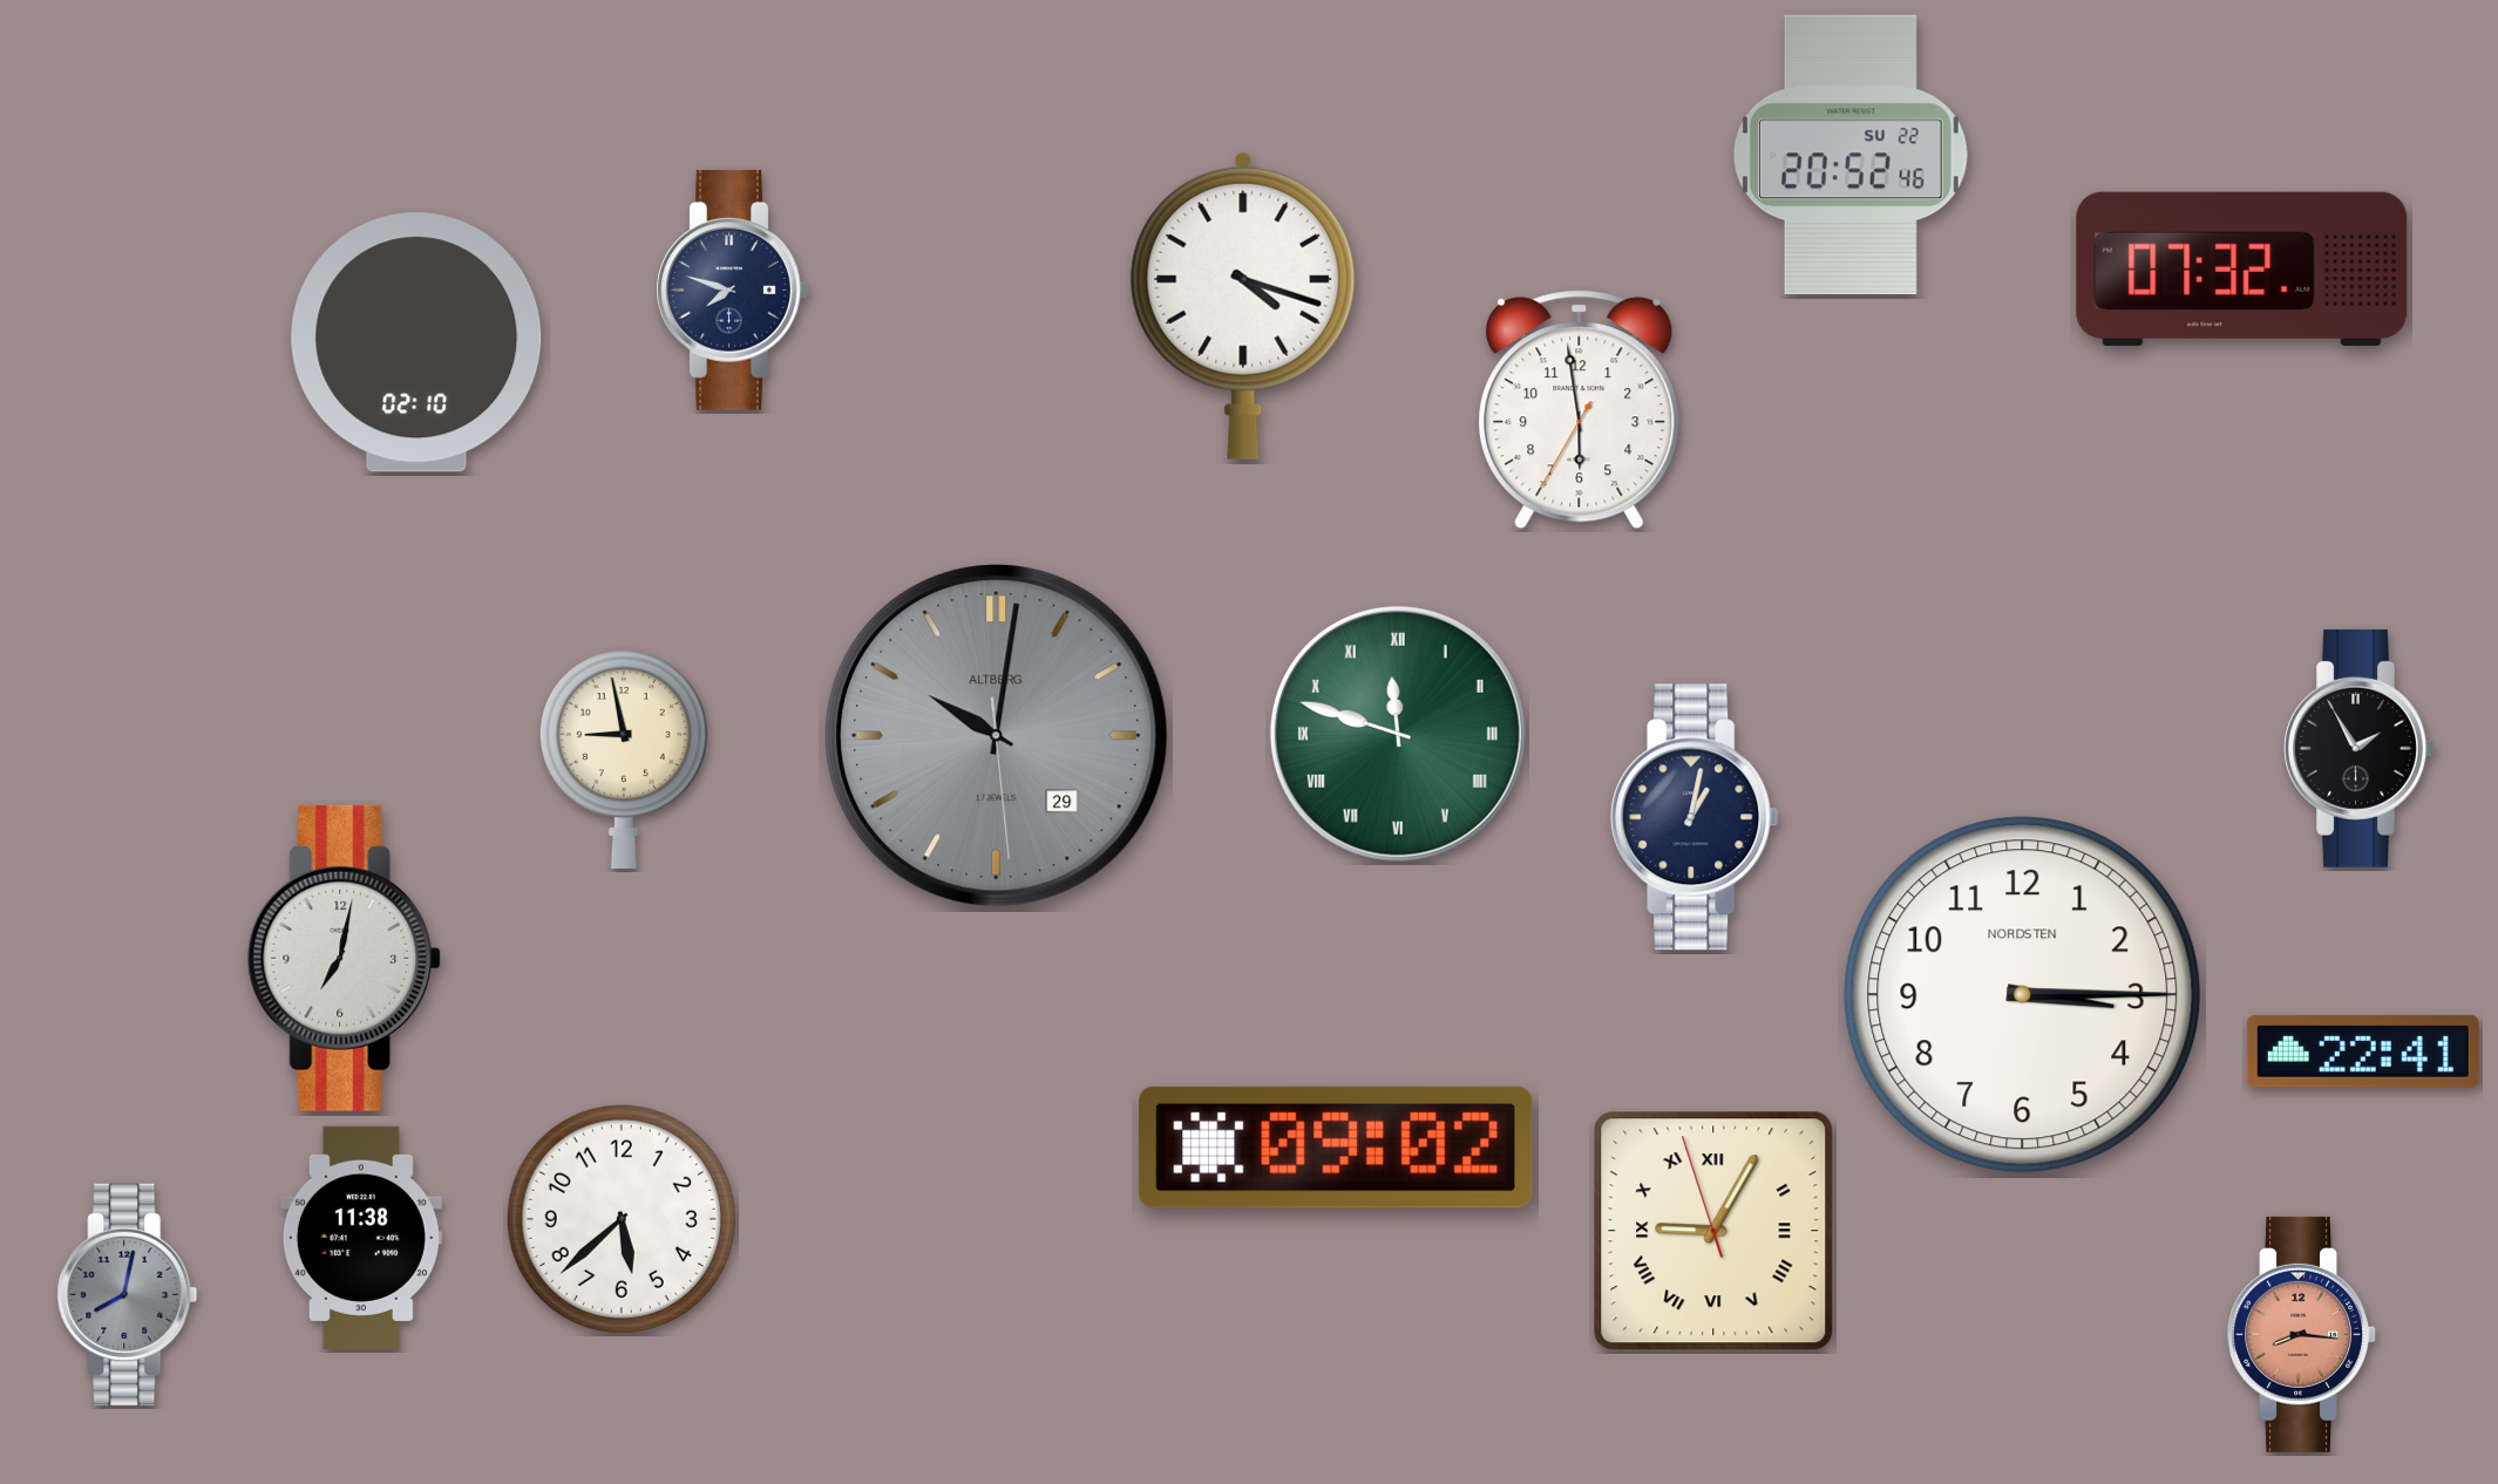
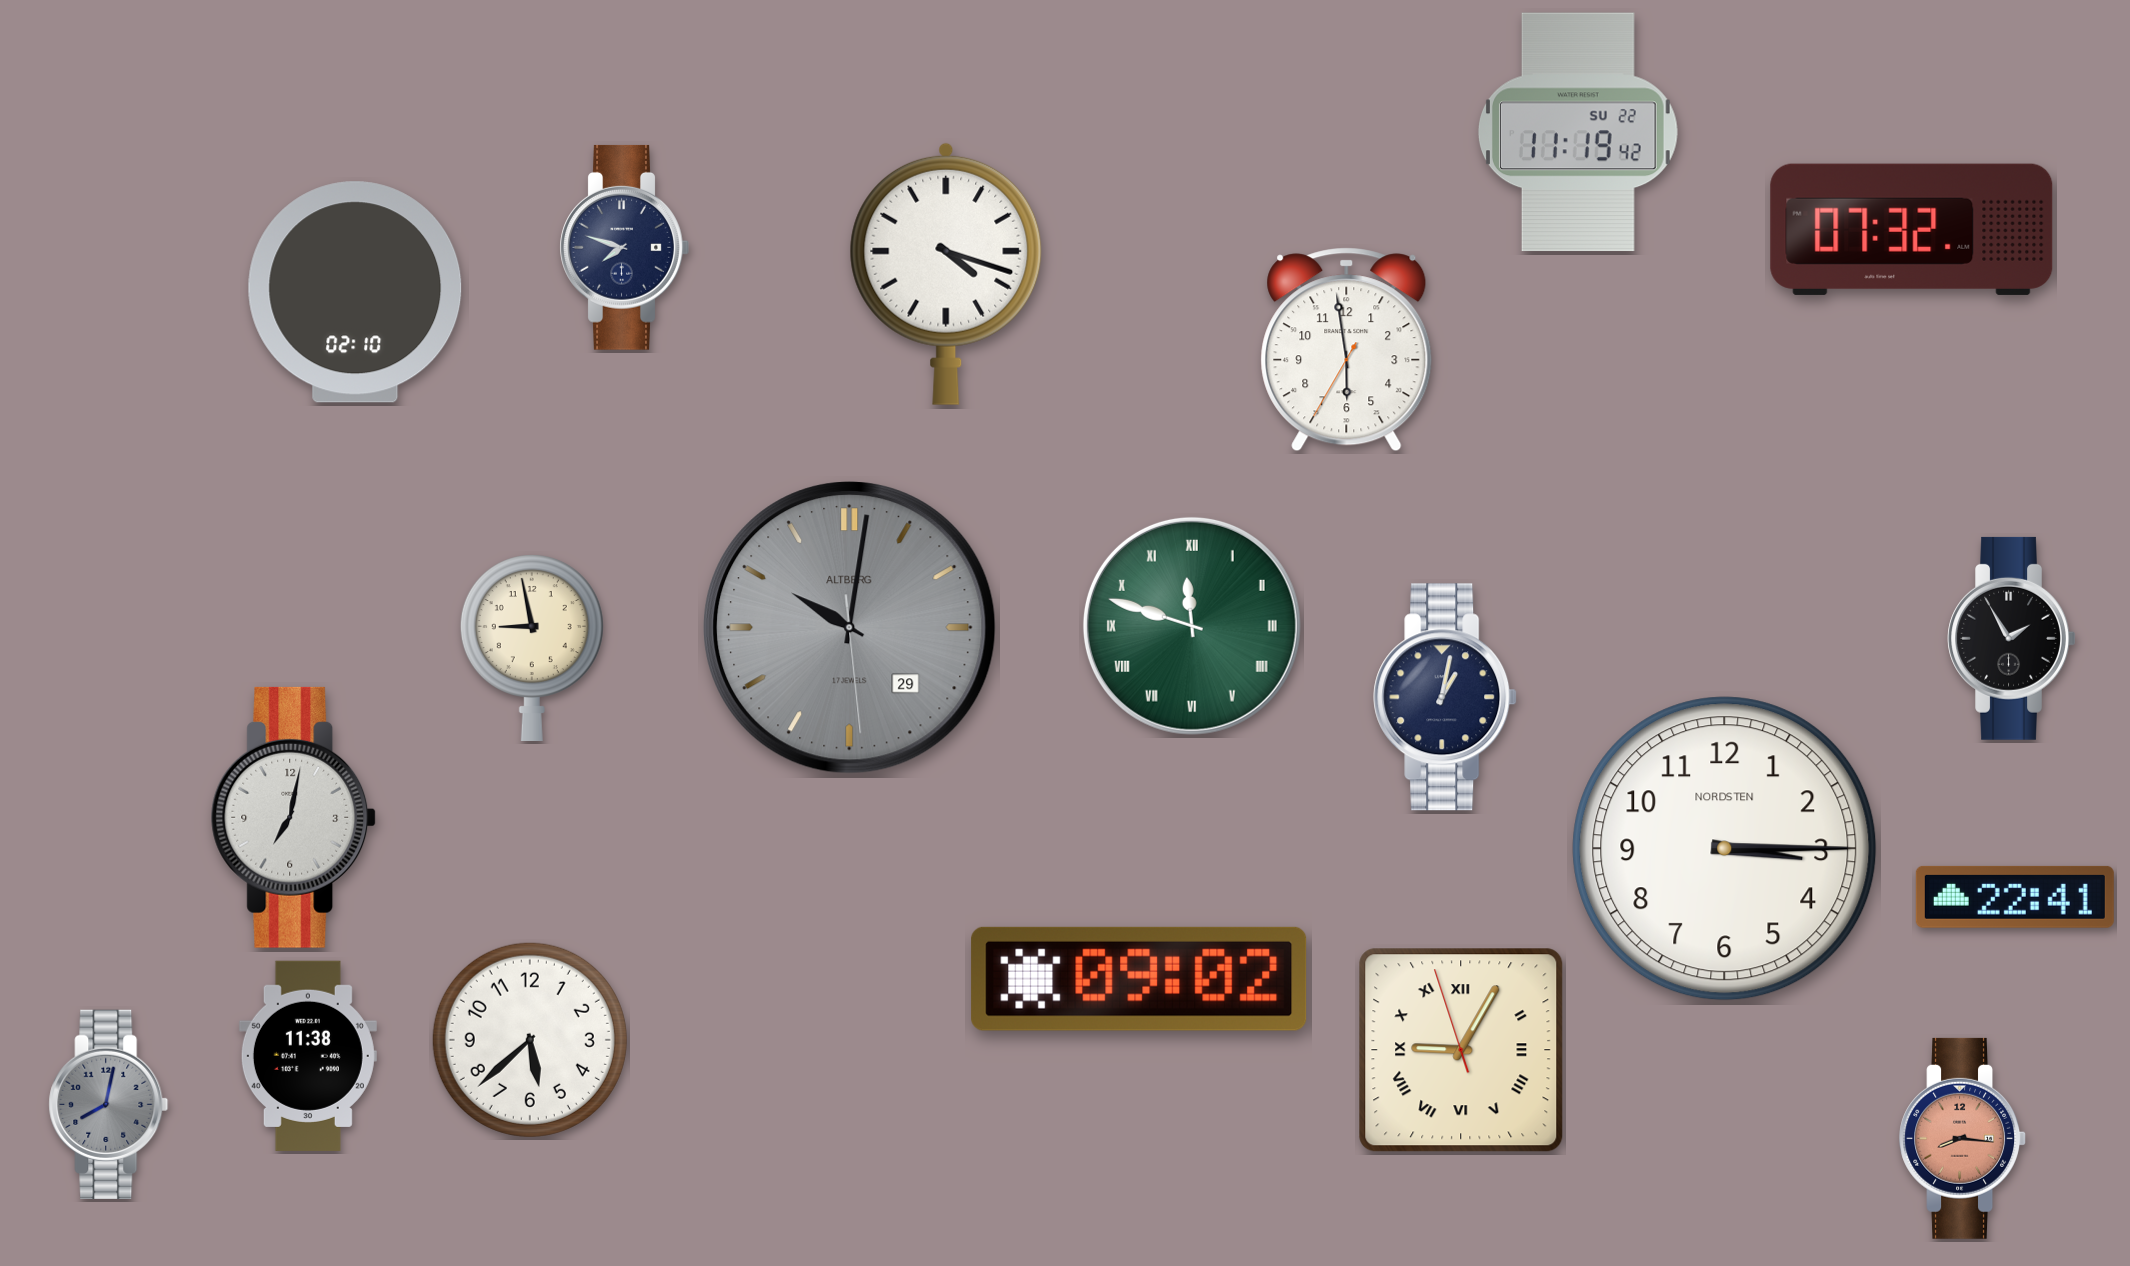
clock at (1851, 155): 20:52 -> 11:19
clock at (1243, 306) position: (1243, 306) -> (946, 274)
